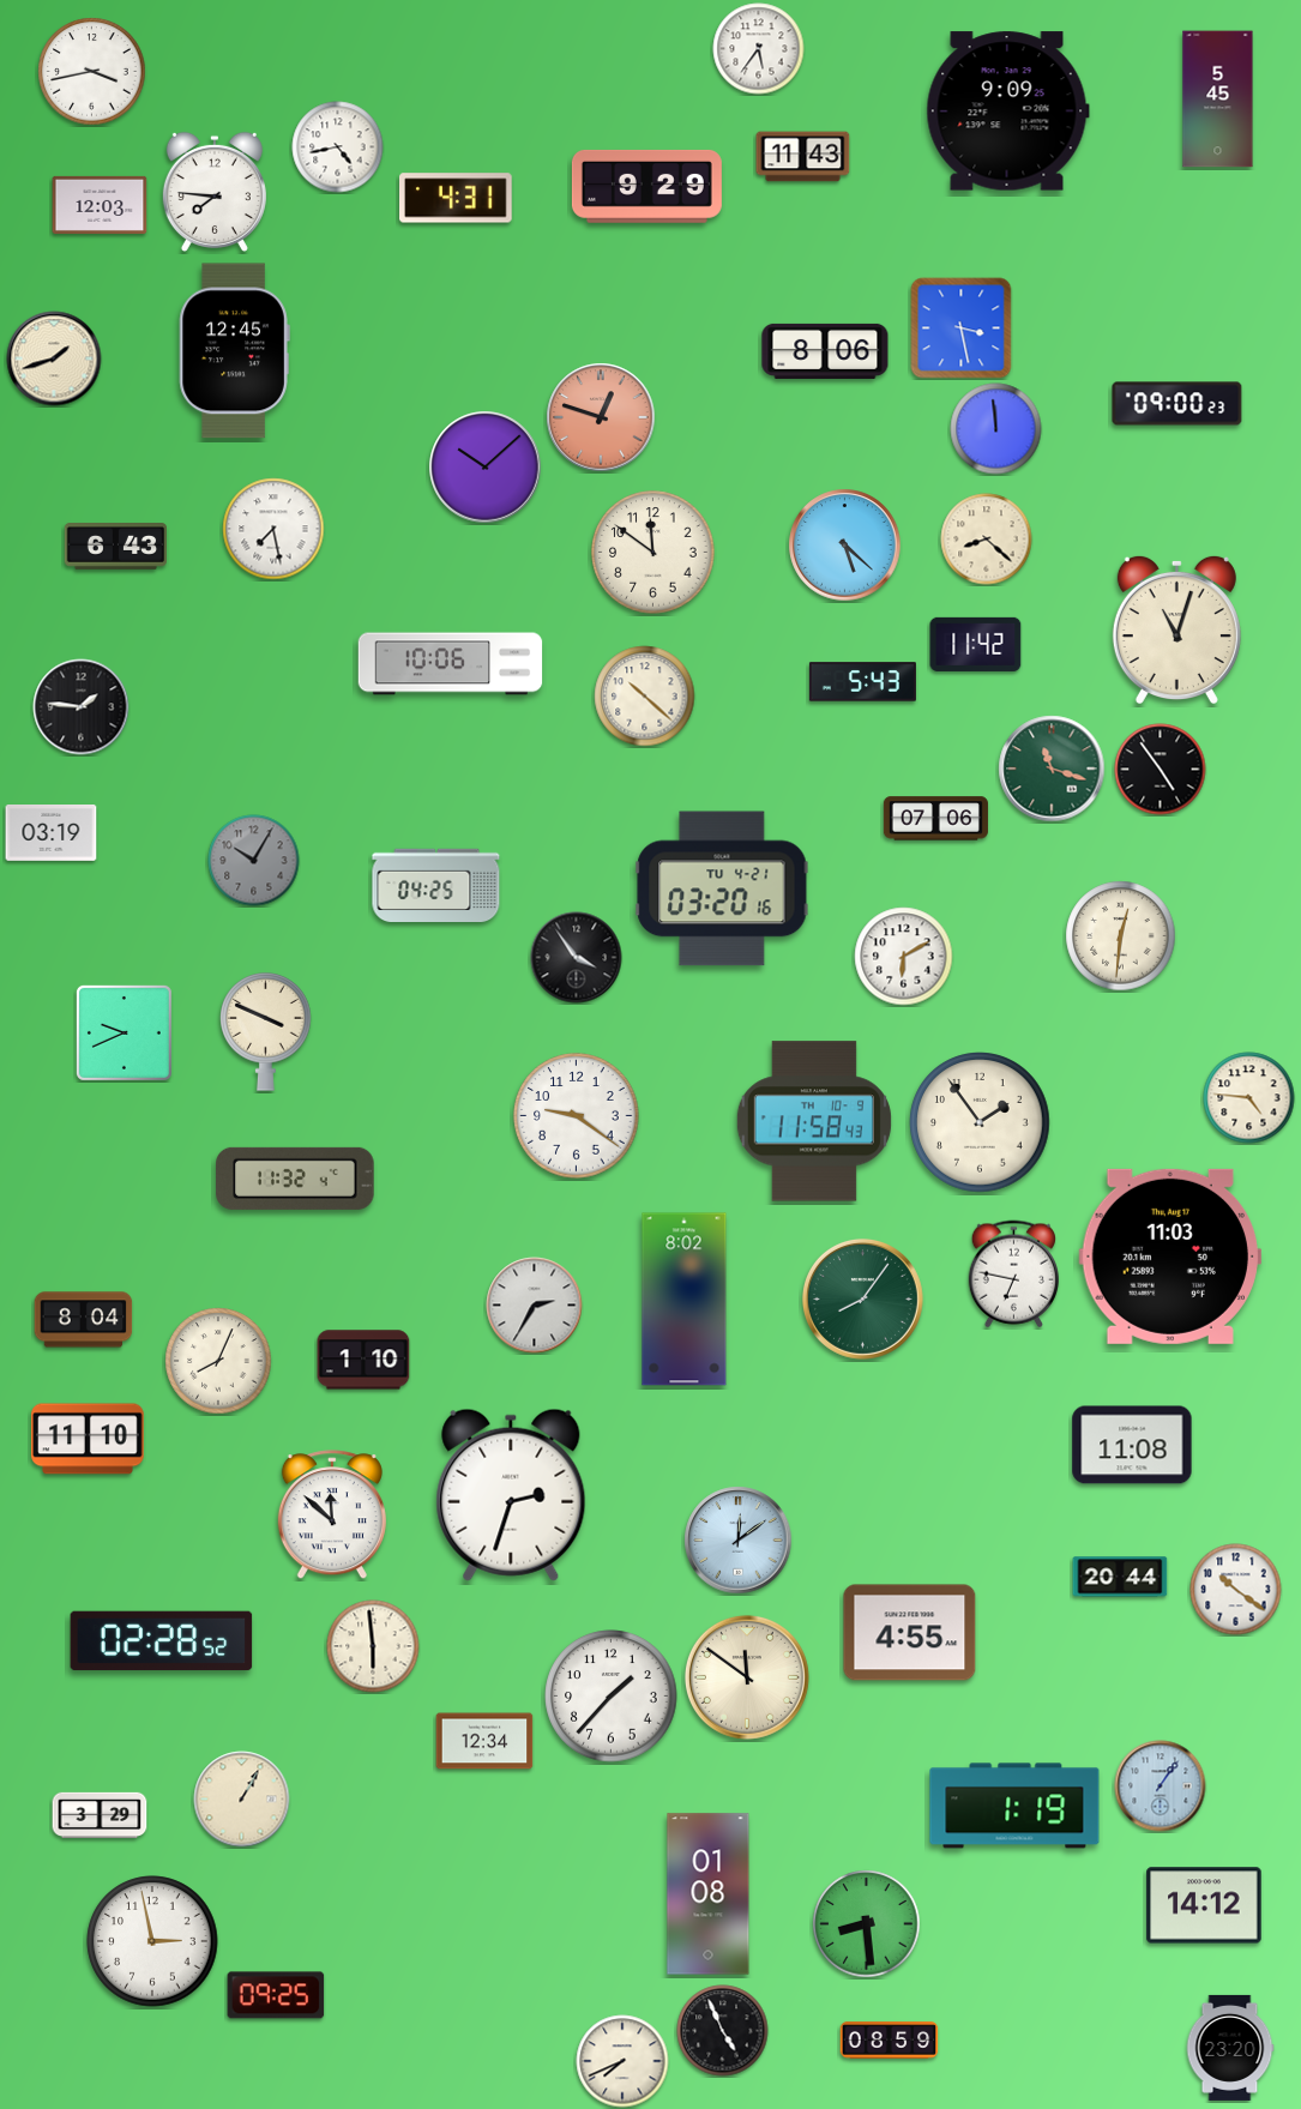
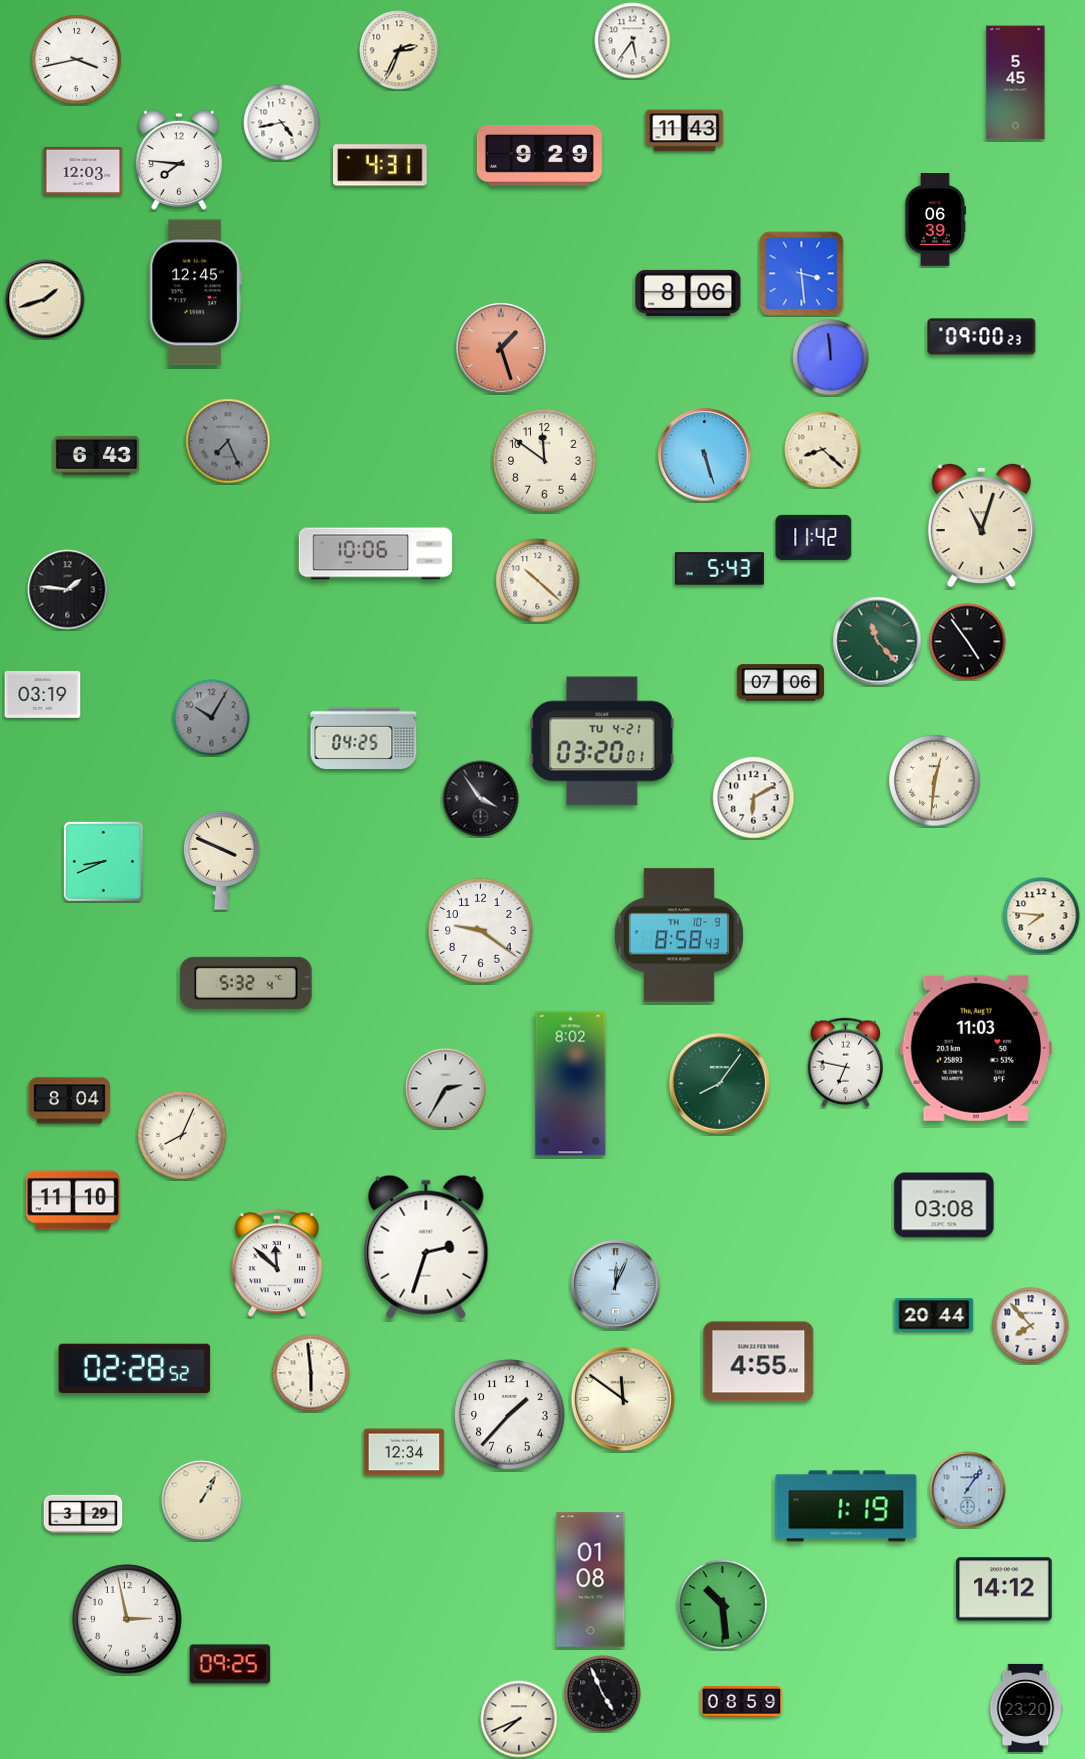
clock at (399, 50): none -> 2:34
clock at (1007, 112): 9:09 -> none
clock at (803, 157) position: (803, 157) -> (685, 131)
clock at (935, 220): none -> 06:39
clock at (962, 329): 3:28 -> 3:29
clock at (601, 417): 12:48 -> 1:27
clock at (486, 468): 10:08 -> none
clock at (273, 529): 7:28 -> 7:26
clock at (273, 529) dial: white -> grey
clock at (845, 546): 5:22 -> 5:27
clock at (1052, 769): 11:18 -> 11:23
clock at (722, 888): 03:20:16 -> 03:20:01
clock at (124, 1032): 9:41 -> 8:41
clock at (1249, 1098): 4:46 -> 7:46
clock at (814, 1121): 11:58 -> 8:58
clock at (980, 1122): 1:54 -> none
clock at (295, 1179): 11:32 -> 5:32
clock at (363, 1360): 1:10 -> none
clock at (1132, 1445): 11:08 -> 03:08
clock at (739, 1541): 12:09 -> 12:04
clock at (1236, 1590): 10:21 -> 7:53
clock at (867, 1924): 8:29 -> 10:29
